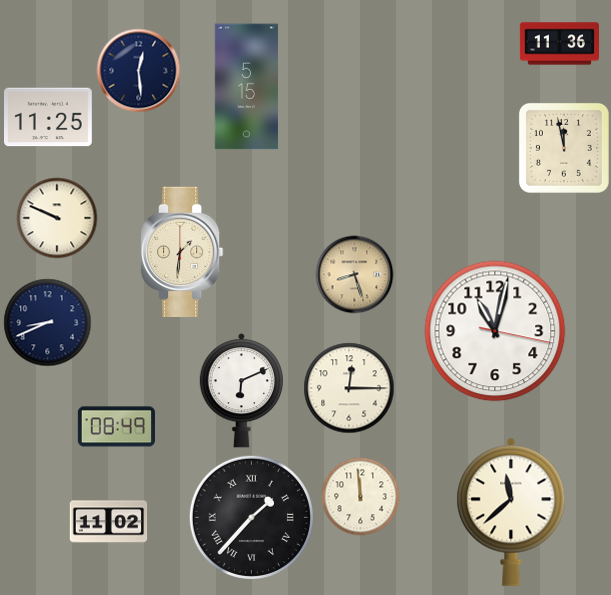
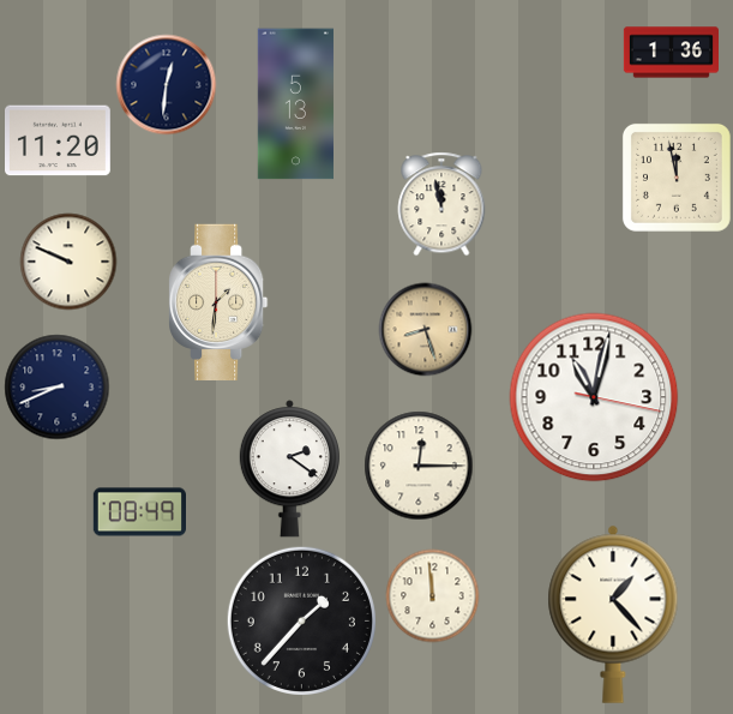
clock at (559, 44): 11:36 -> 1:36
clock at (138, 70): 12:29 -> 12:31
clock at (246, 87): 5:15 -> 5:13
clock at (49, 117): 11:25 -> 11:20
clock at (441, 204): none -> 11:58
clock at (241, 391): 6:11 -> 2:21
clock at (511, 512): 11:38 -> 1:23
clock at (251, 517) numerals: Roman -> Arabic
clock at (108, 522): 11:02 -> none
